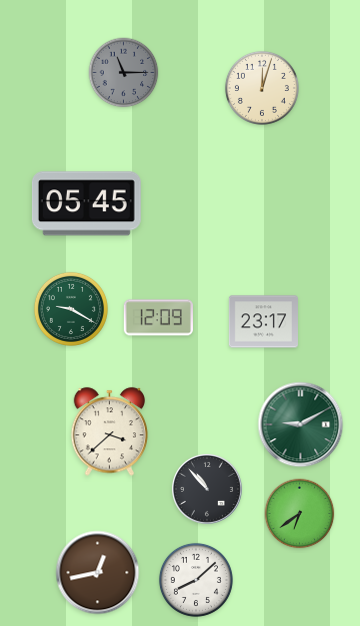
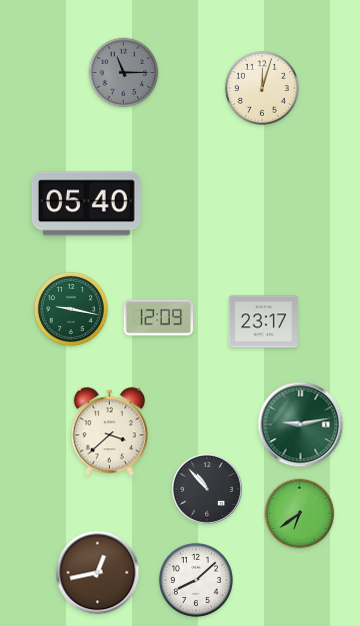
clock at (86, 204): 05:45 -> 05:40
clock at (71, 309): 9:20 -> 9:17
clock at (301, 425): 9:10 -> 9:13
